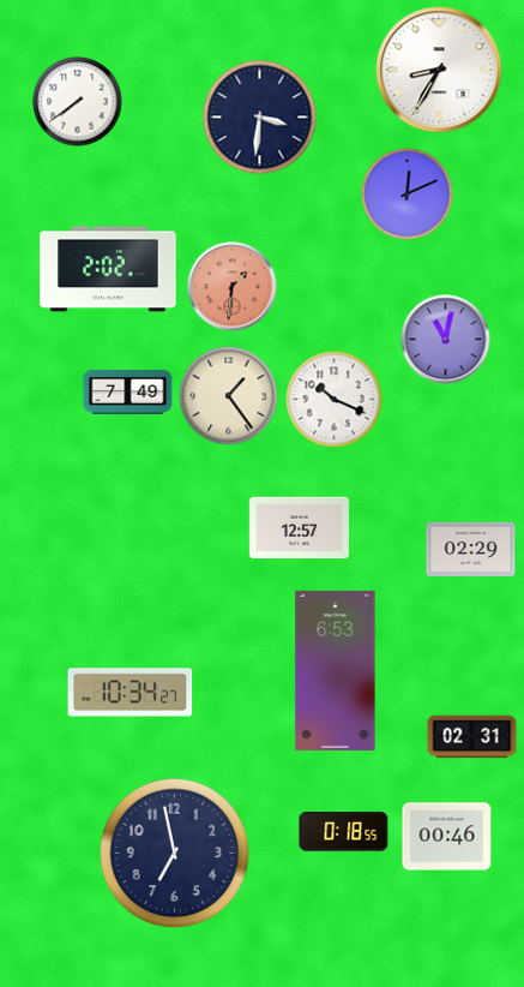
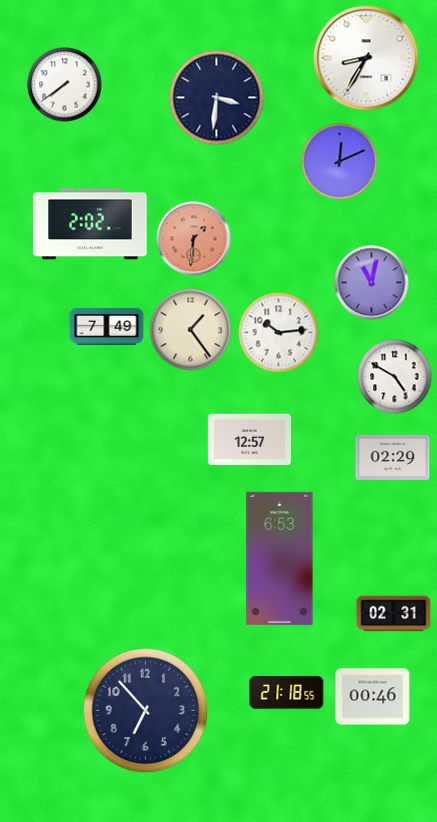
clock at (335, 400): 10:19 -> 10:14
clock at (395, 377): none -> 4:50
clock at (131, 693): 10:34 -> none
clock at (344, 832): 0:18 -> 21:18
clock at (175, 854): 6:58 -> 6:53
